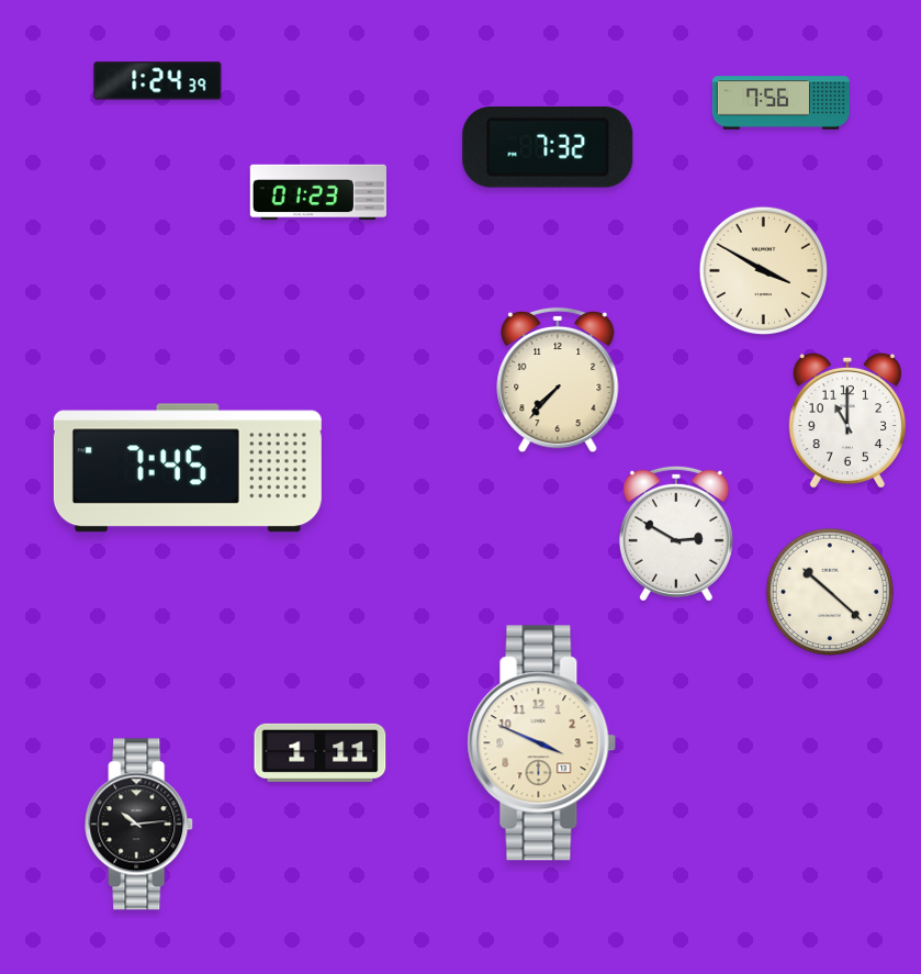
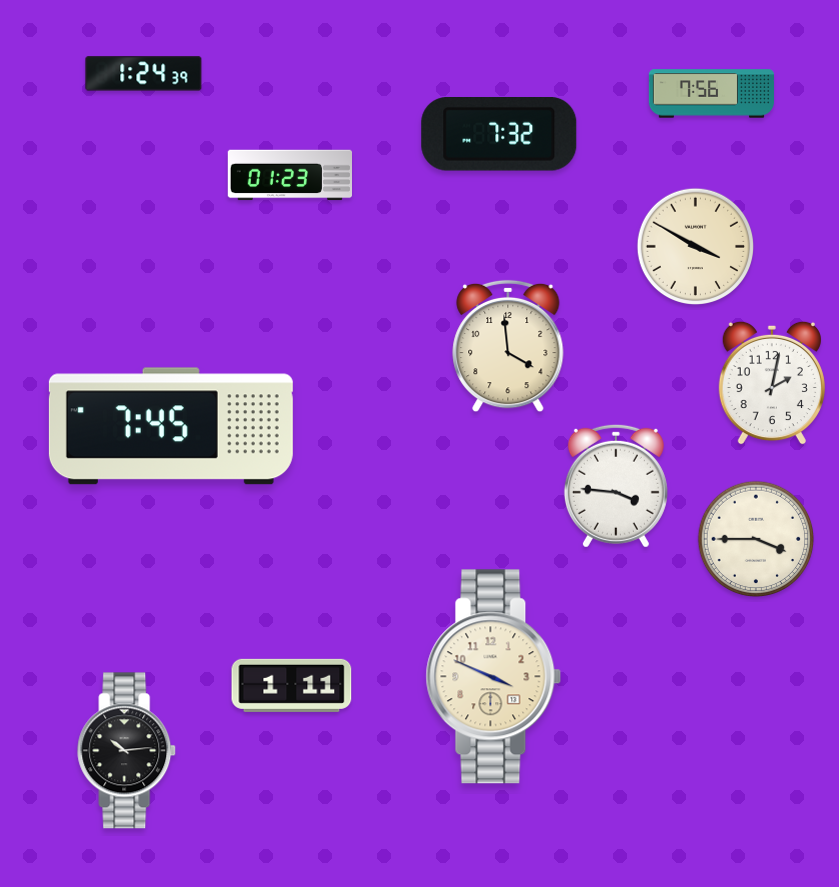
clock at (558, 380): 7:37 -> 3:59
clock at (847, 421): 11:00 -> 2:02
clock at (676, 534): 2:50 -> 3:46
clock at (830, 592): 10:22 -> 3:45
